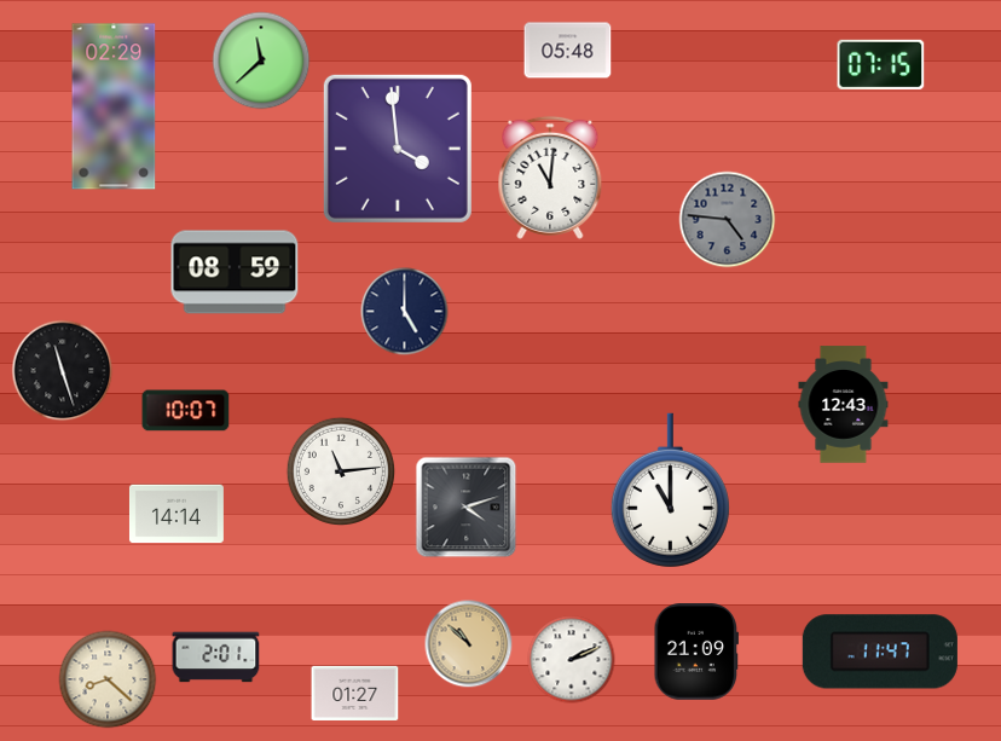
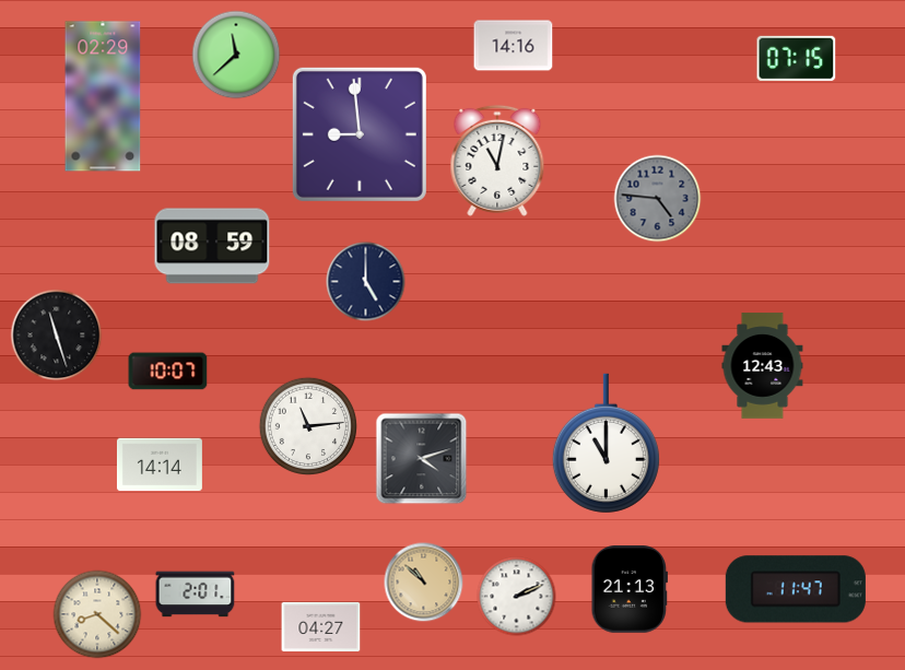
clock at (568, 51): 05:48 -> 14:16
clock at (398, 149): 3:59 -> 8:59
clock at (550, 178): 11:01 -> 11:02
clock at (695, 652): 21:09 -> 21:13
clock at (355, 693): 01:27 -> 04:27
